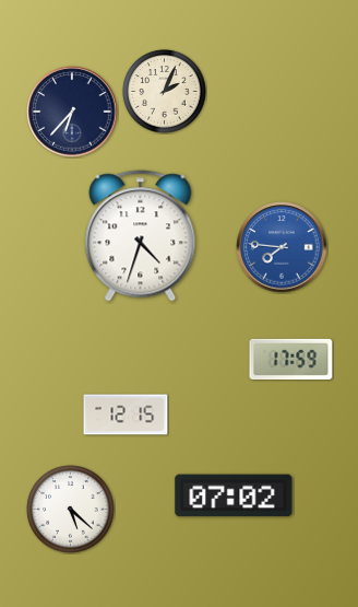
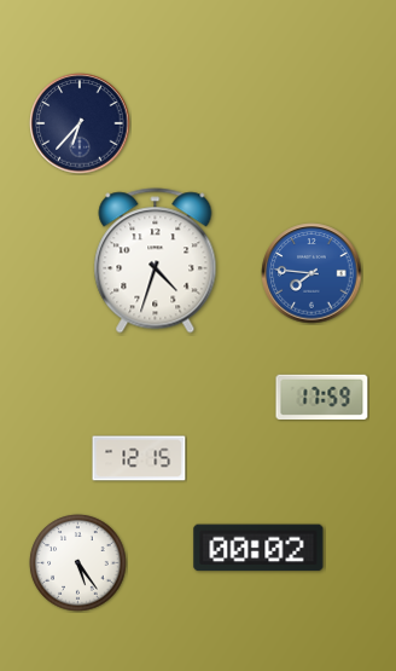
clock at (165, 92): 2:04 -> none
clock at (234, 495): 07:02 -> 00:02
clock at (71, 510): 5:22 -> 5:24
